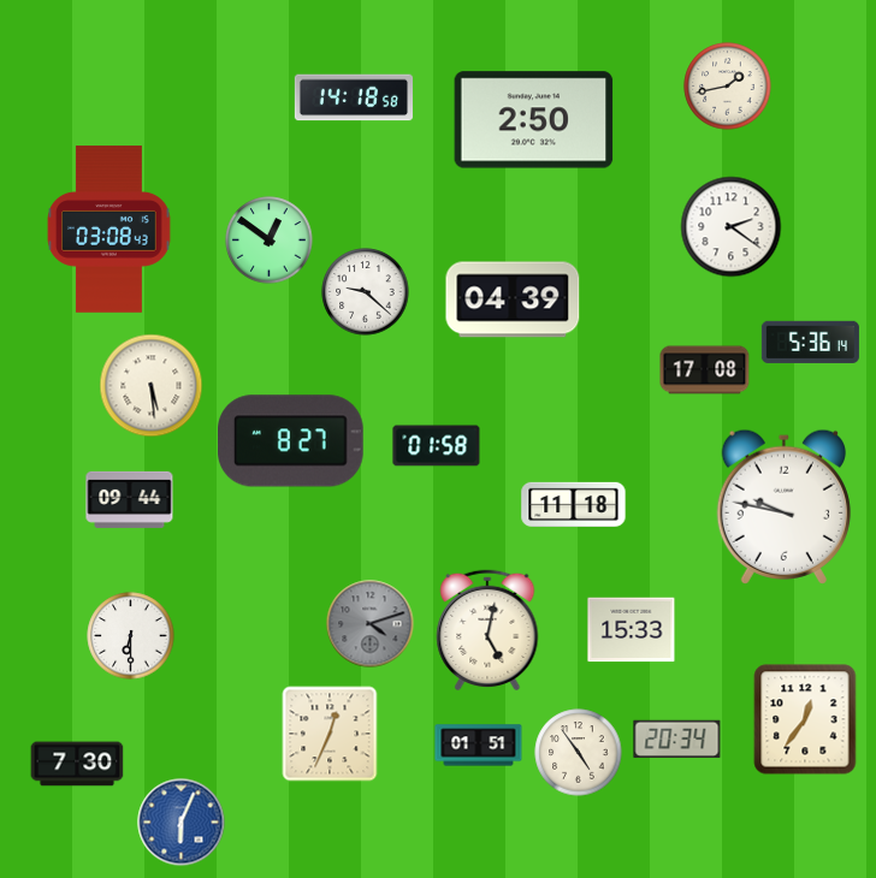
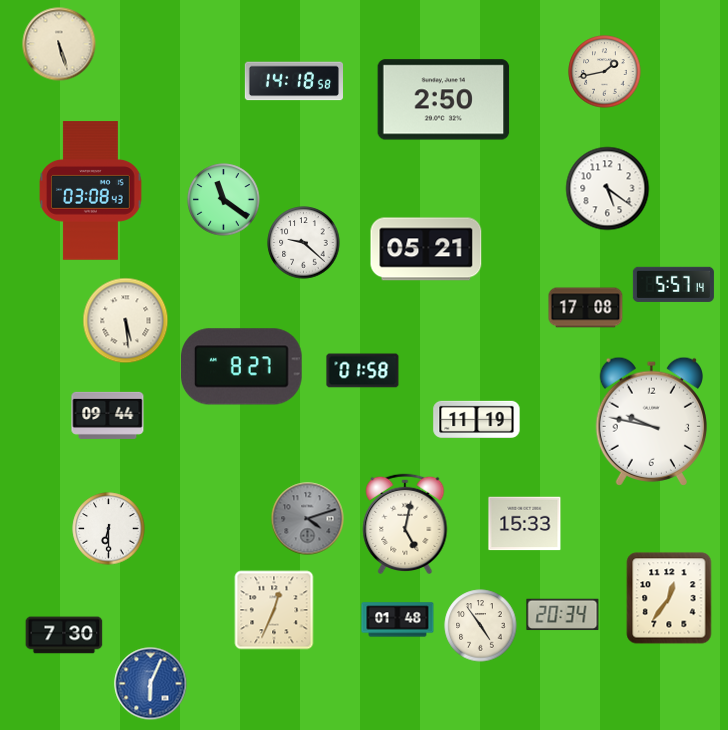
clock at (59, 44): none -> 5:27
clock at (732, 227): 2:21 -> 5:21
clock at (270, 241): 12:51 -> 11:21
clock at (513, 299): 04:39 -> 05:21
clock at (810, 342): 5:36 -> 5:57
clock at (574, 504): 11:18 -> 11:19
clock at (479, 746): 01:51 -> 01:48
